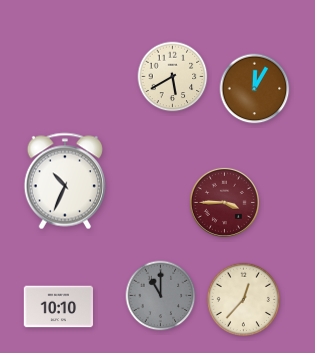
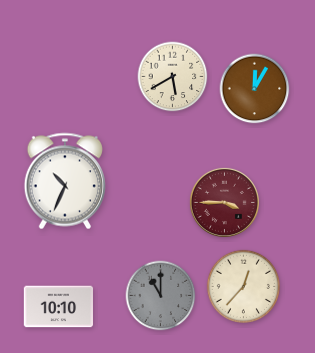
clock at (243, 299) position: (243, 299) -> (243, 286)
